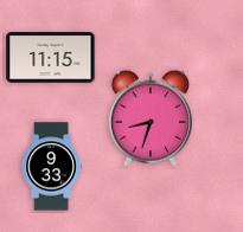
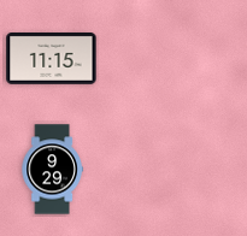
clock at (151, 118): 8:33 -> none
clock at (51, 167): 9:33 -> 9:29
